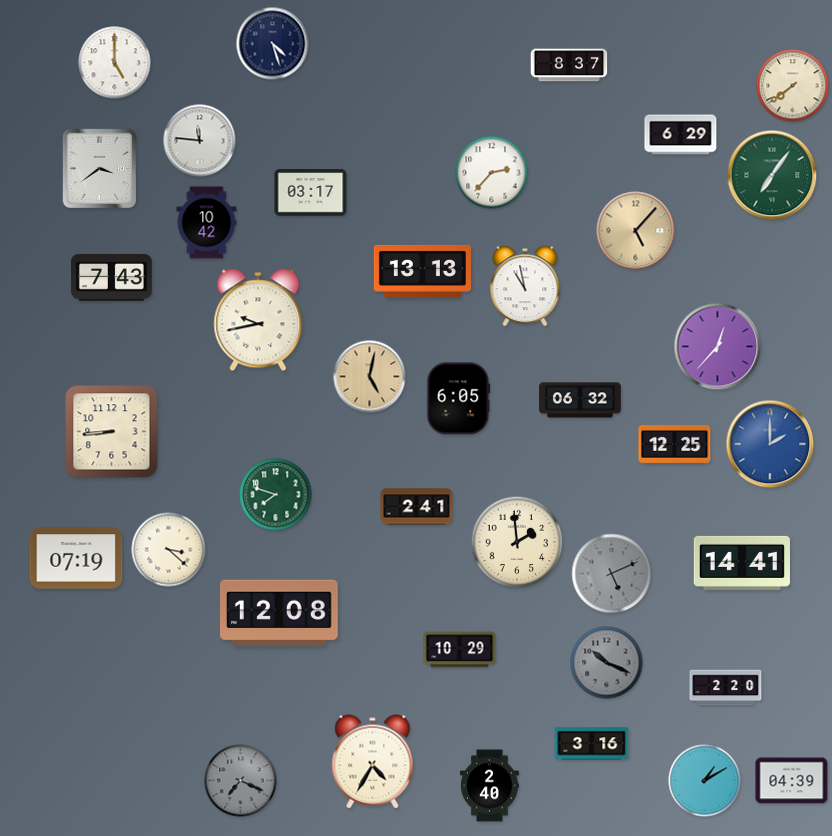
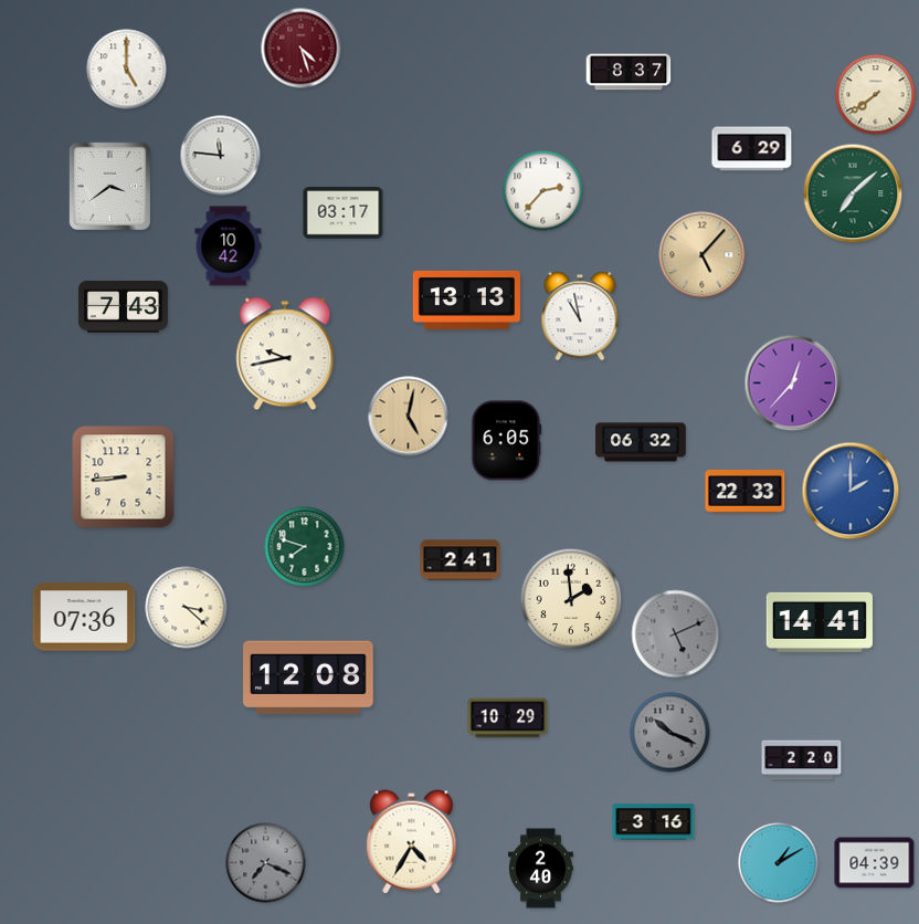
clock at (273, 44) dial: navy -> burgundy
clock at (772, 175): 7:06 -> 7:08
clock at (675, 445): 12:25 -> 22:33
clock at (76, 558): 07:19 -> 07:36
